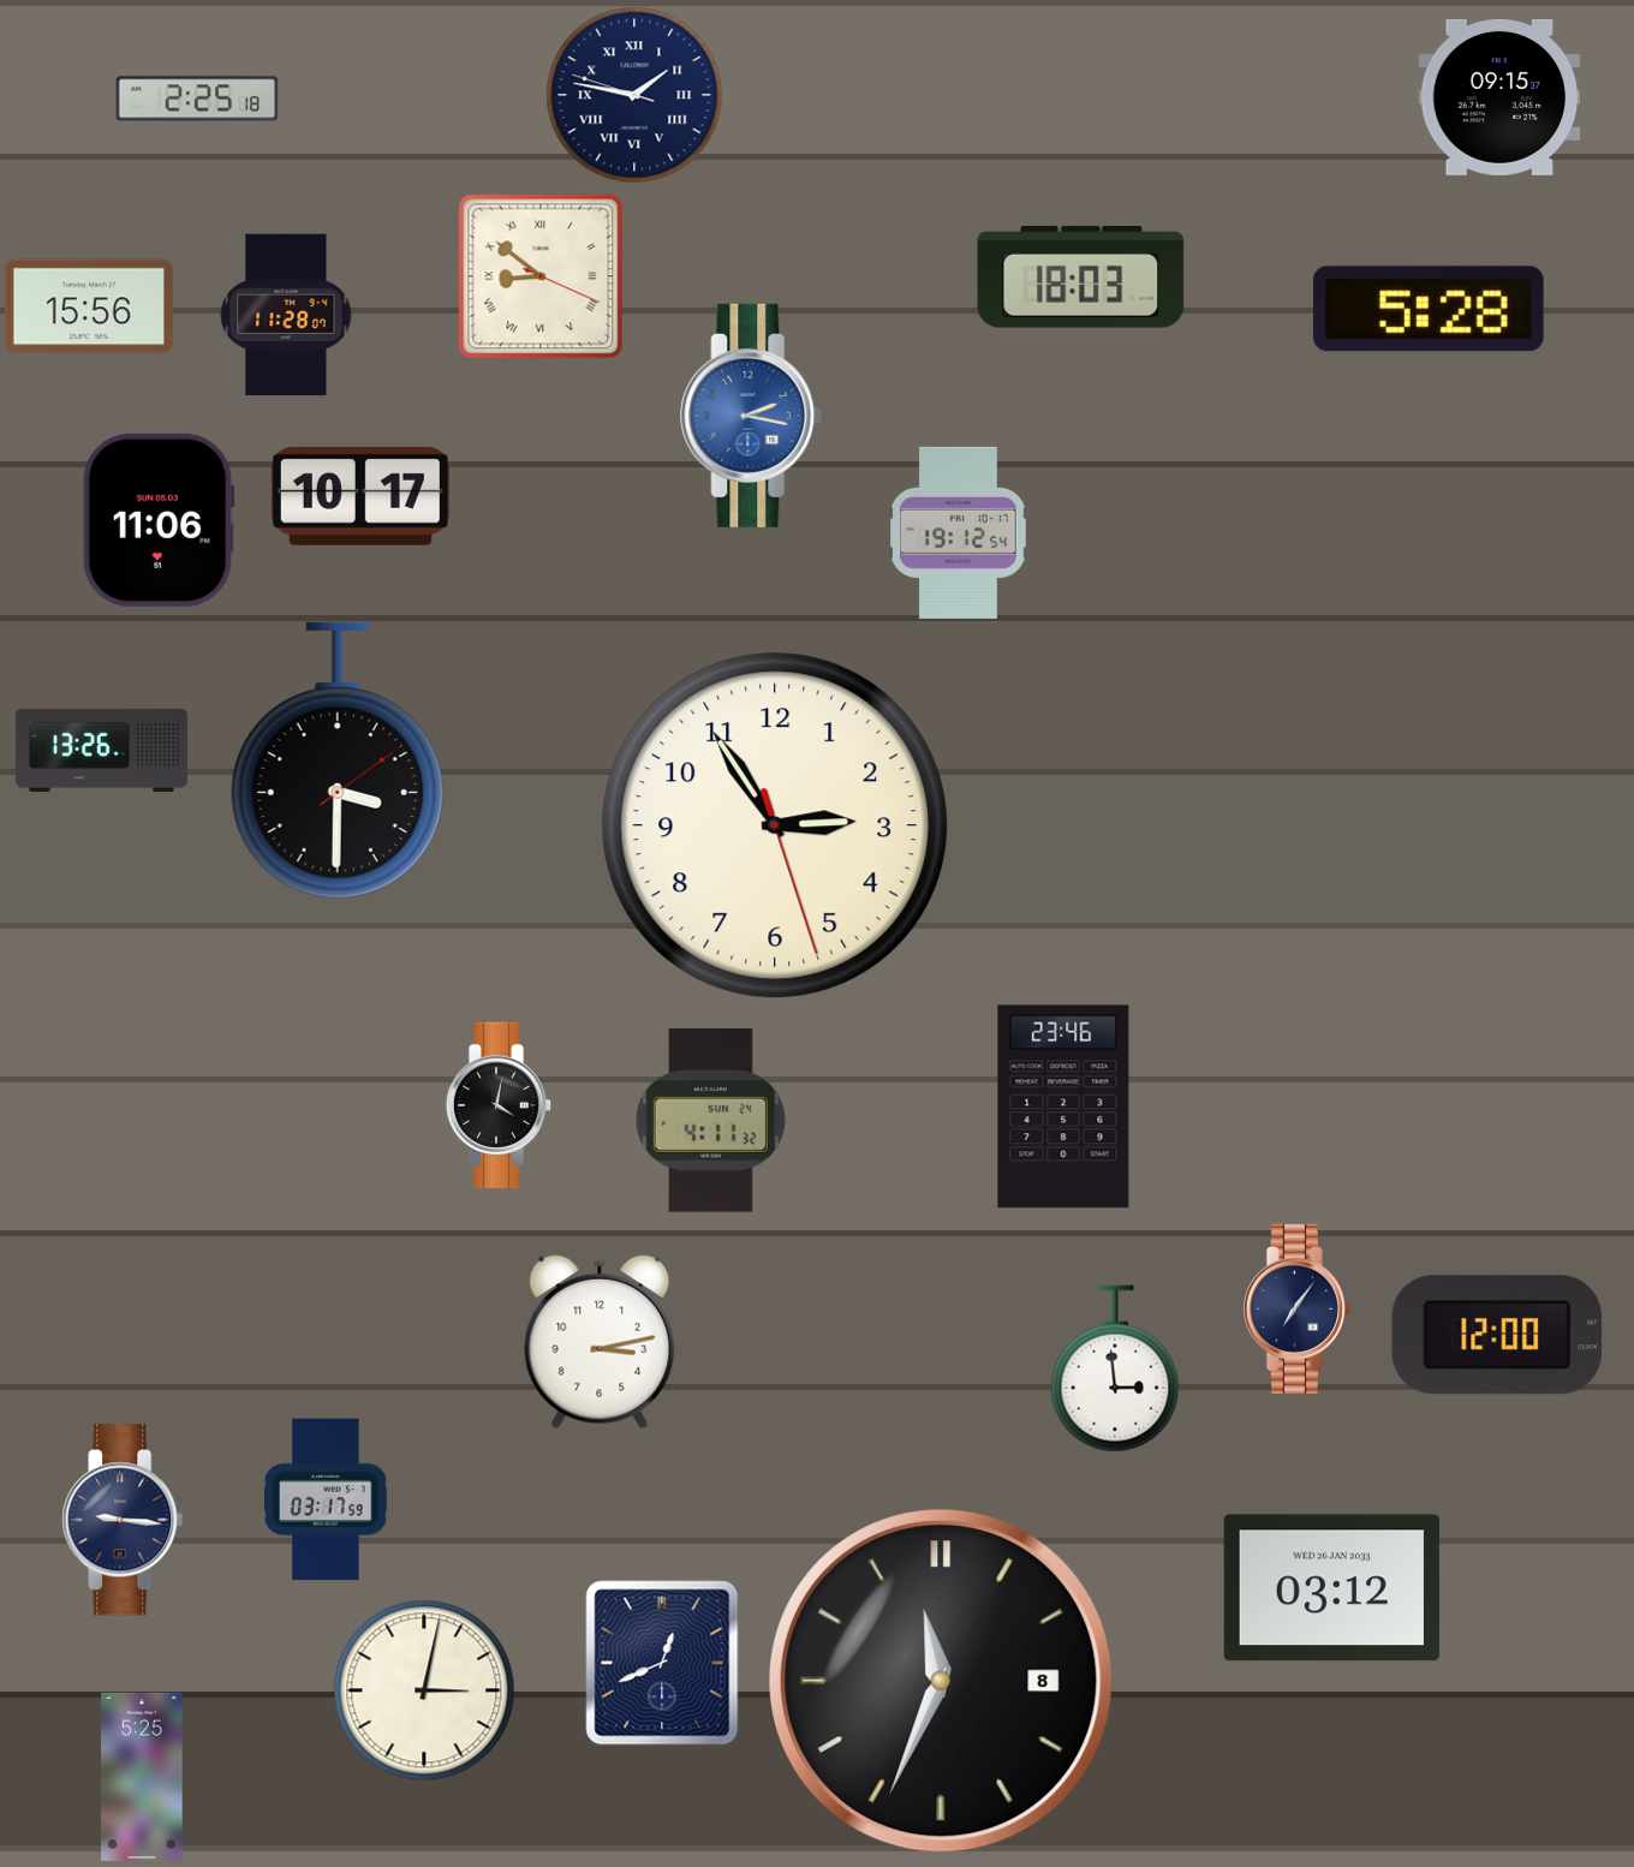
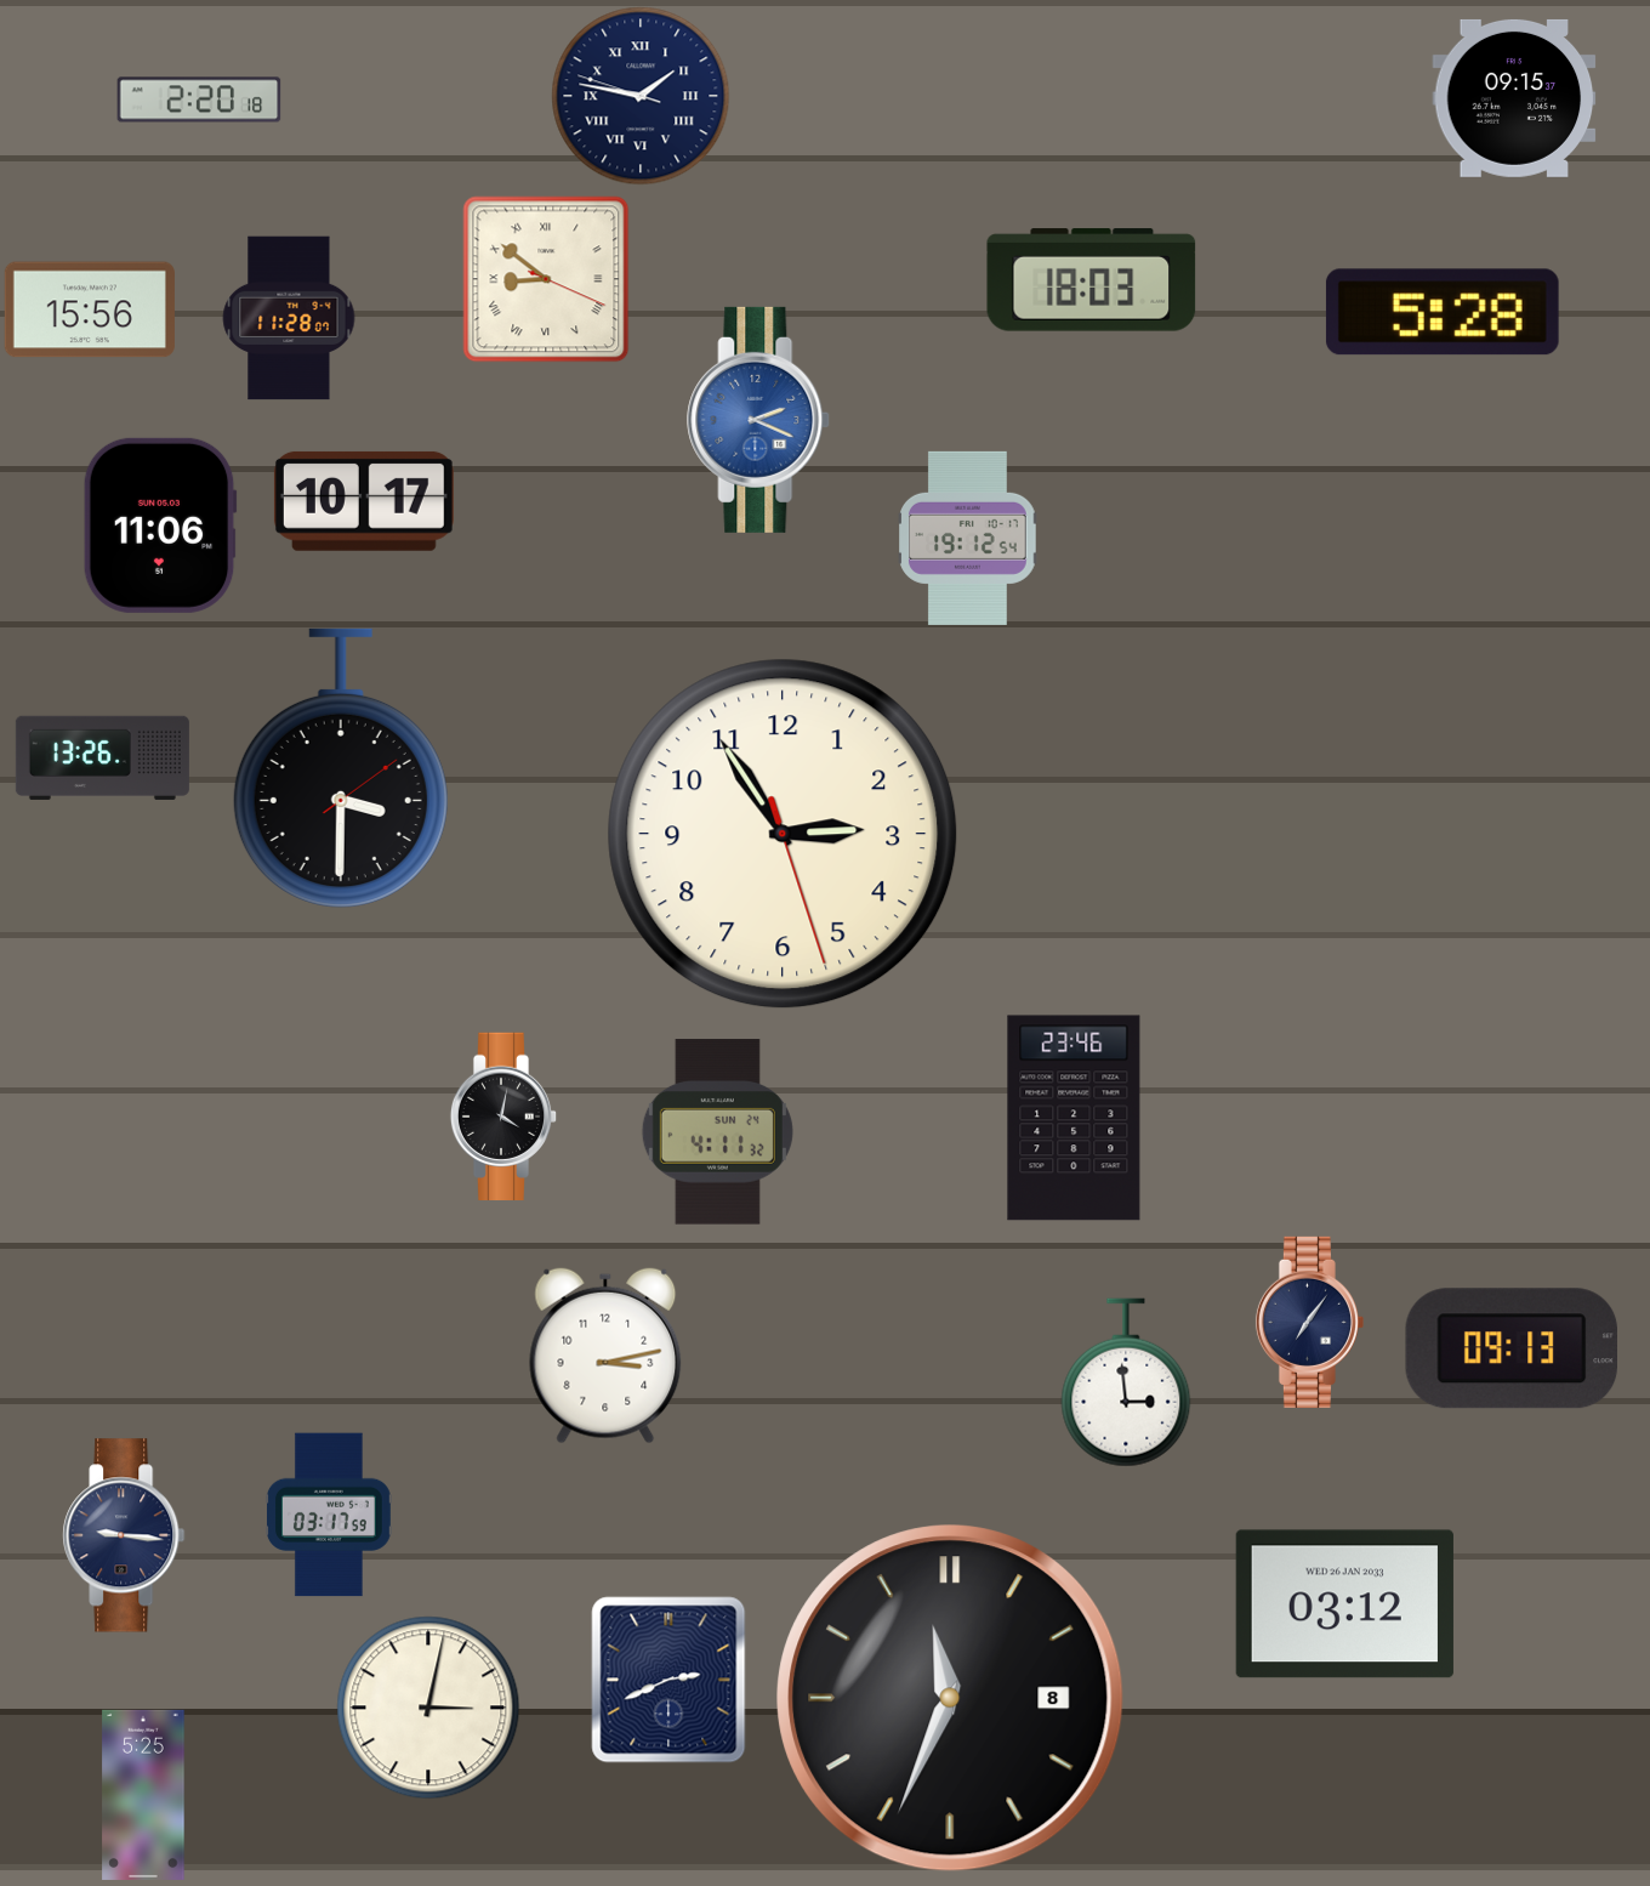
clock at (197, 99): 2:25 -> 2:20
clock at (752, 416): 2:17 -> 2:19
clock at (1496, 1335): 12:00 -> 09:13
clock at (662, 1663): 12:41 -> 2:41
